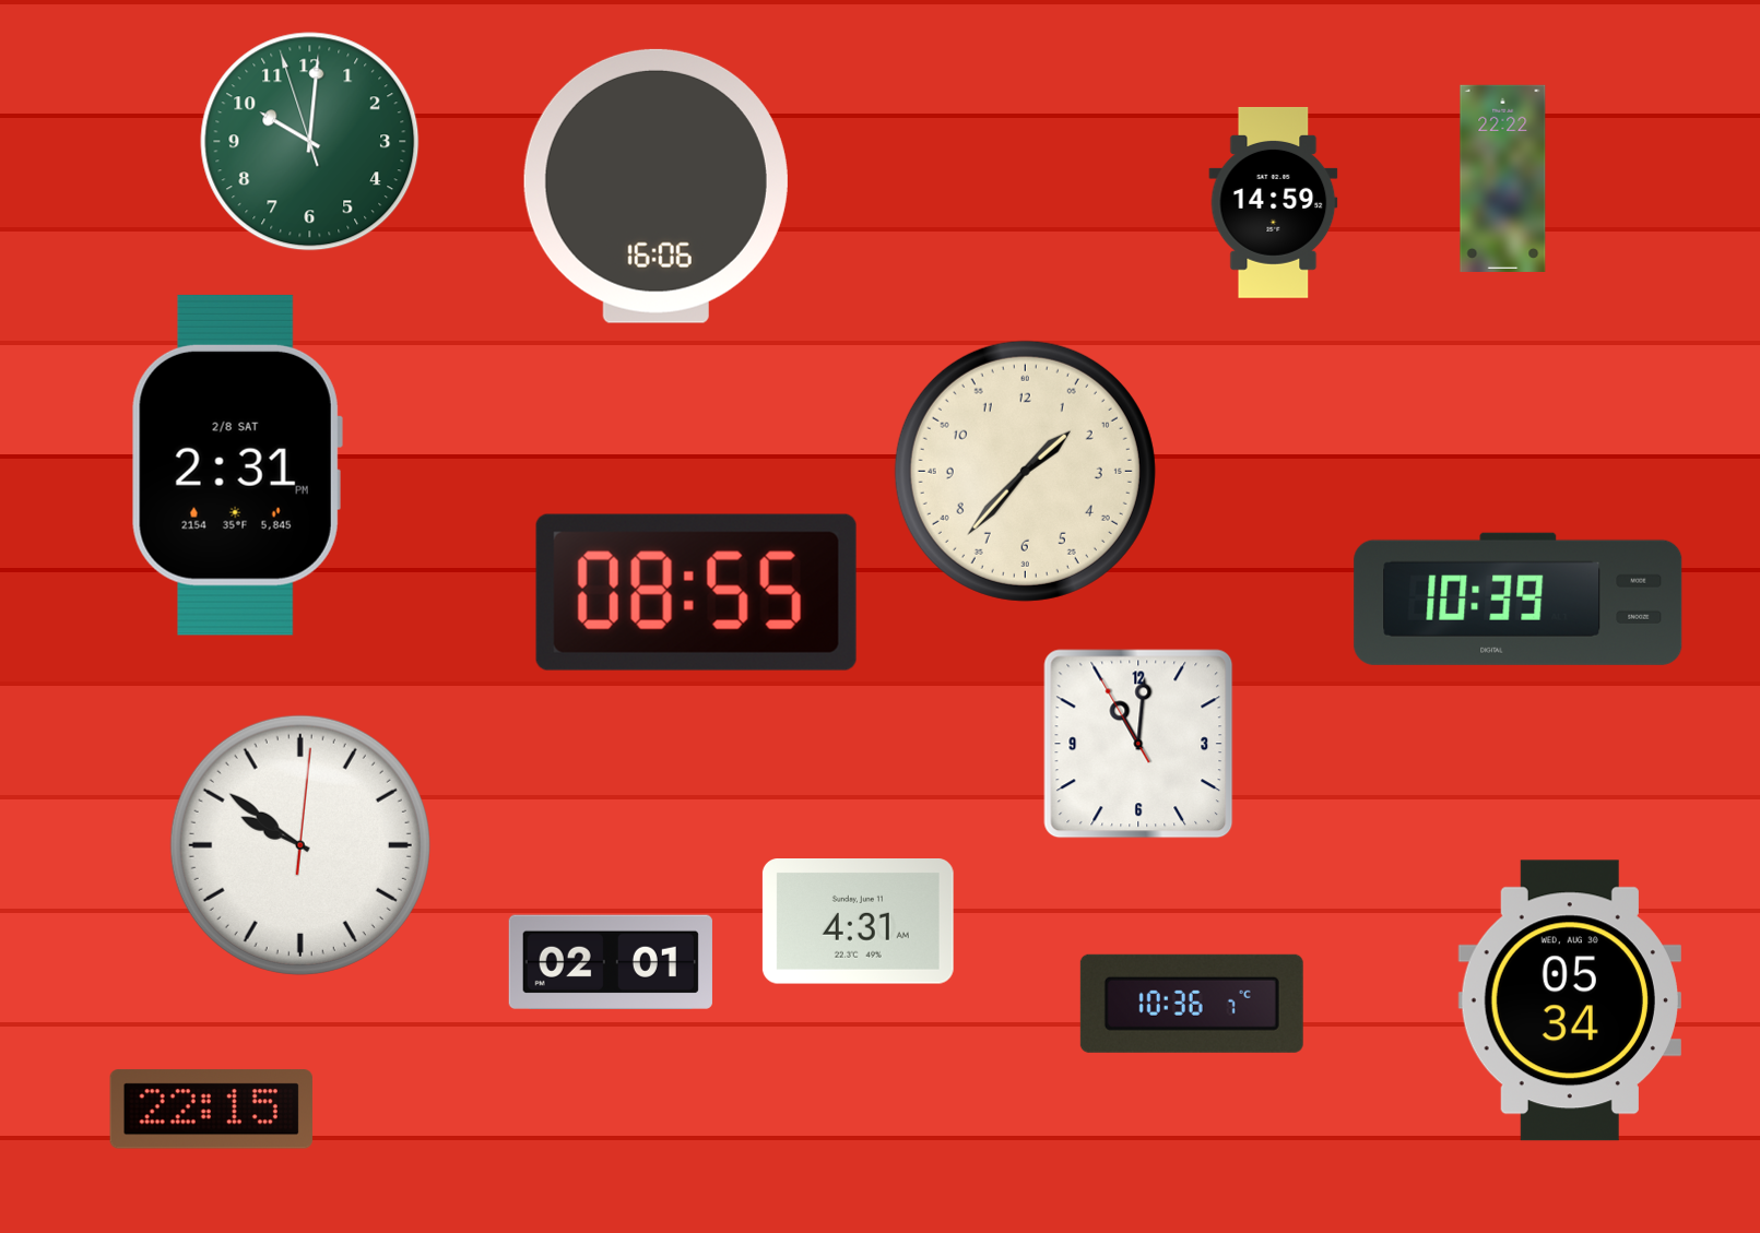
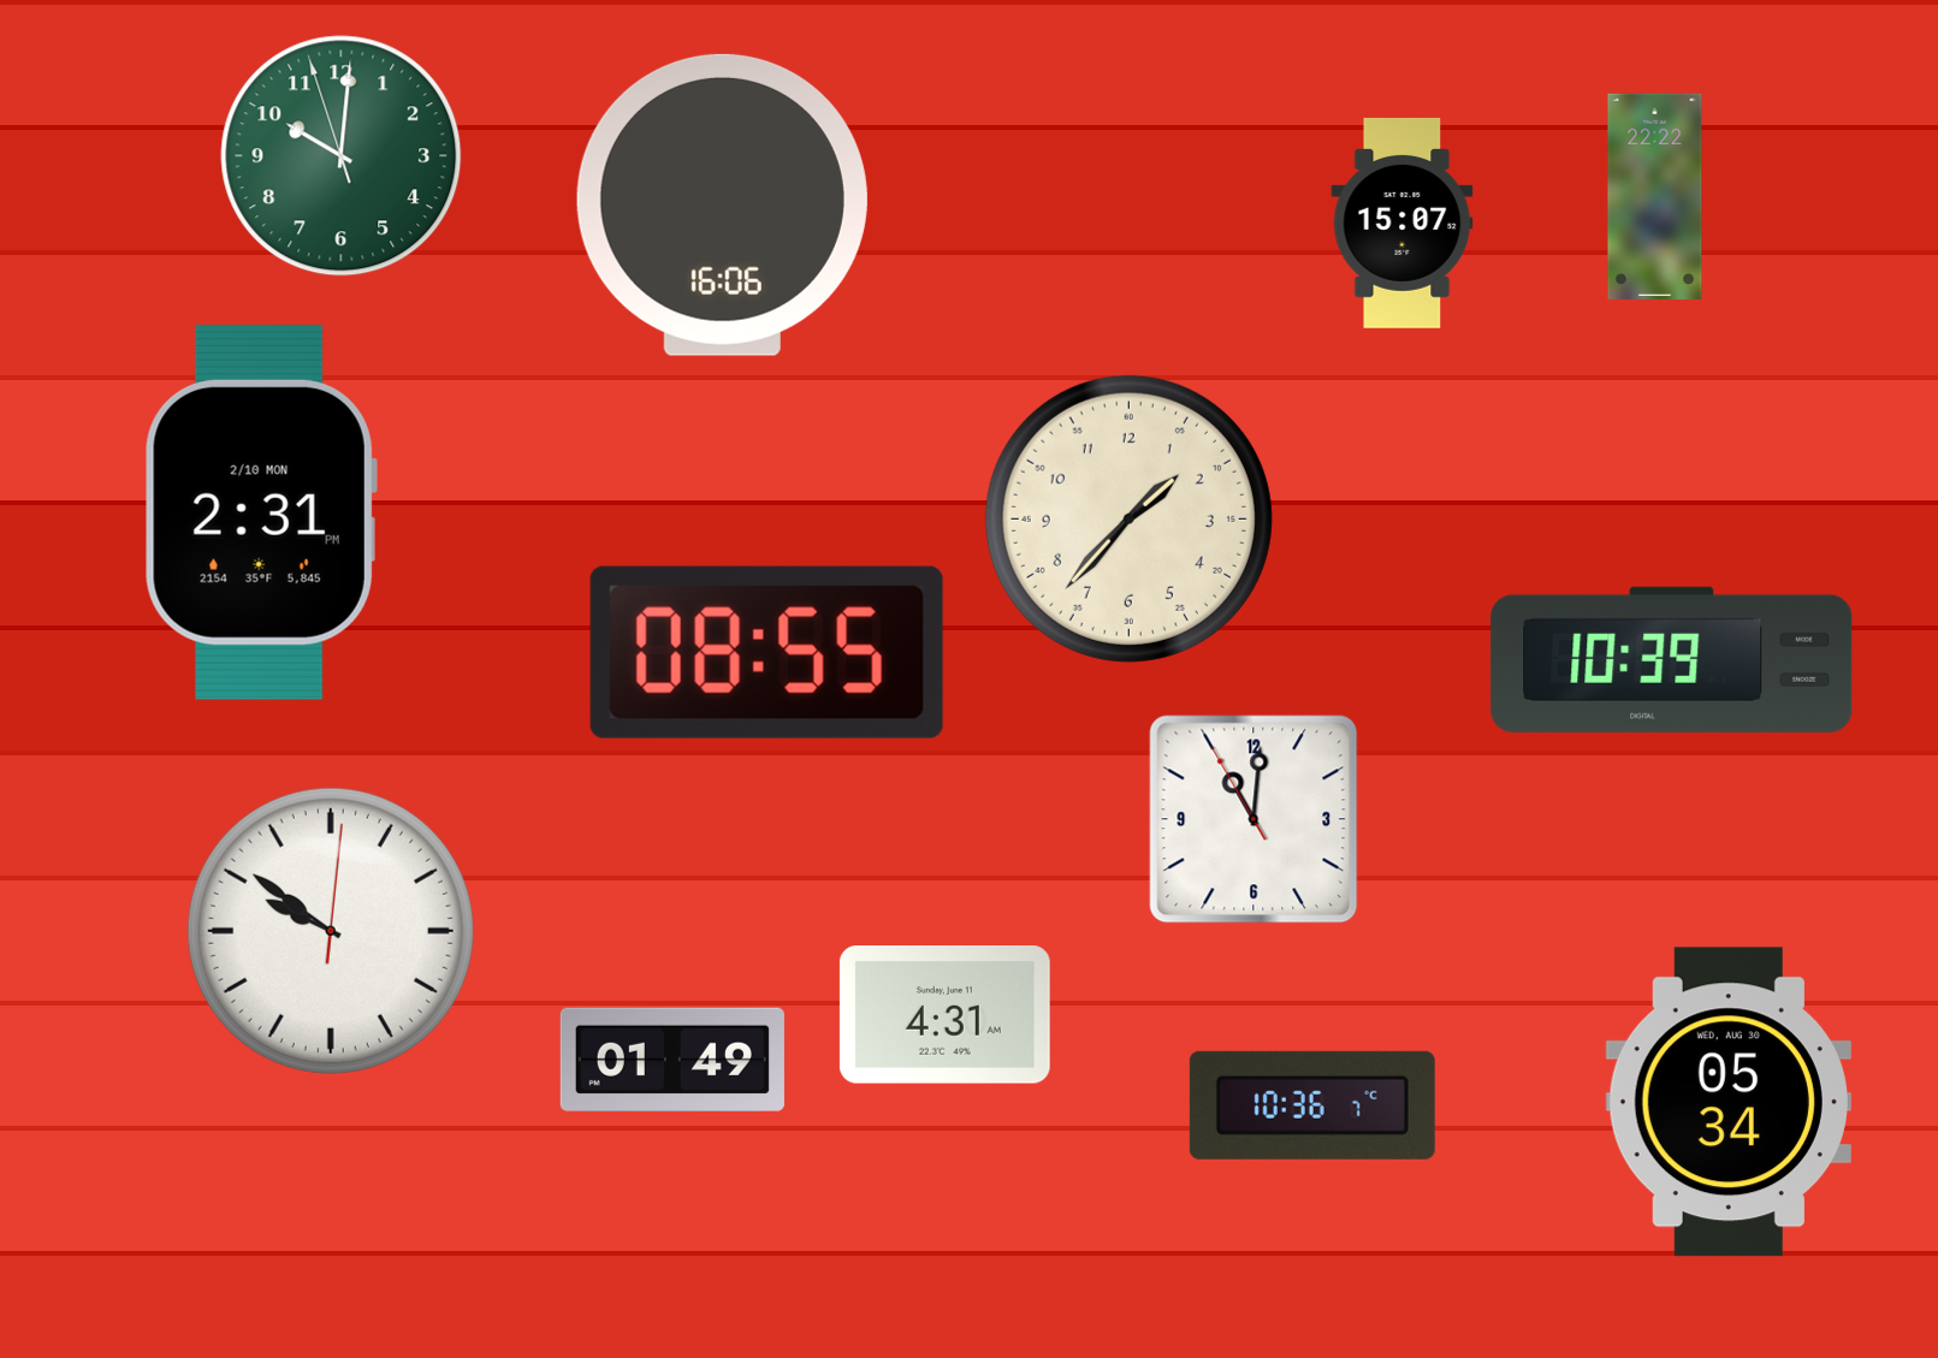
clock at (1274, 202): 14:59 -> 15:07
clock at (237, 465) date: 2/8 SAT -> 2/10 MON
clock at (611, 961): 02:01 -> 01:49
clock at (211, 1110): 22:15 -> none
